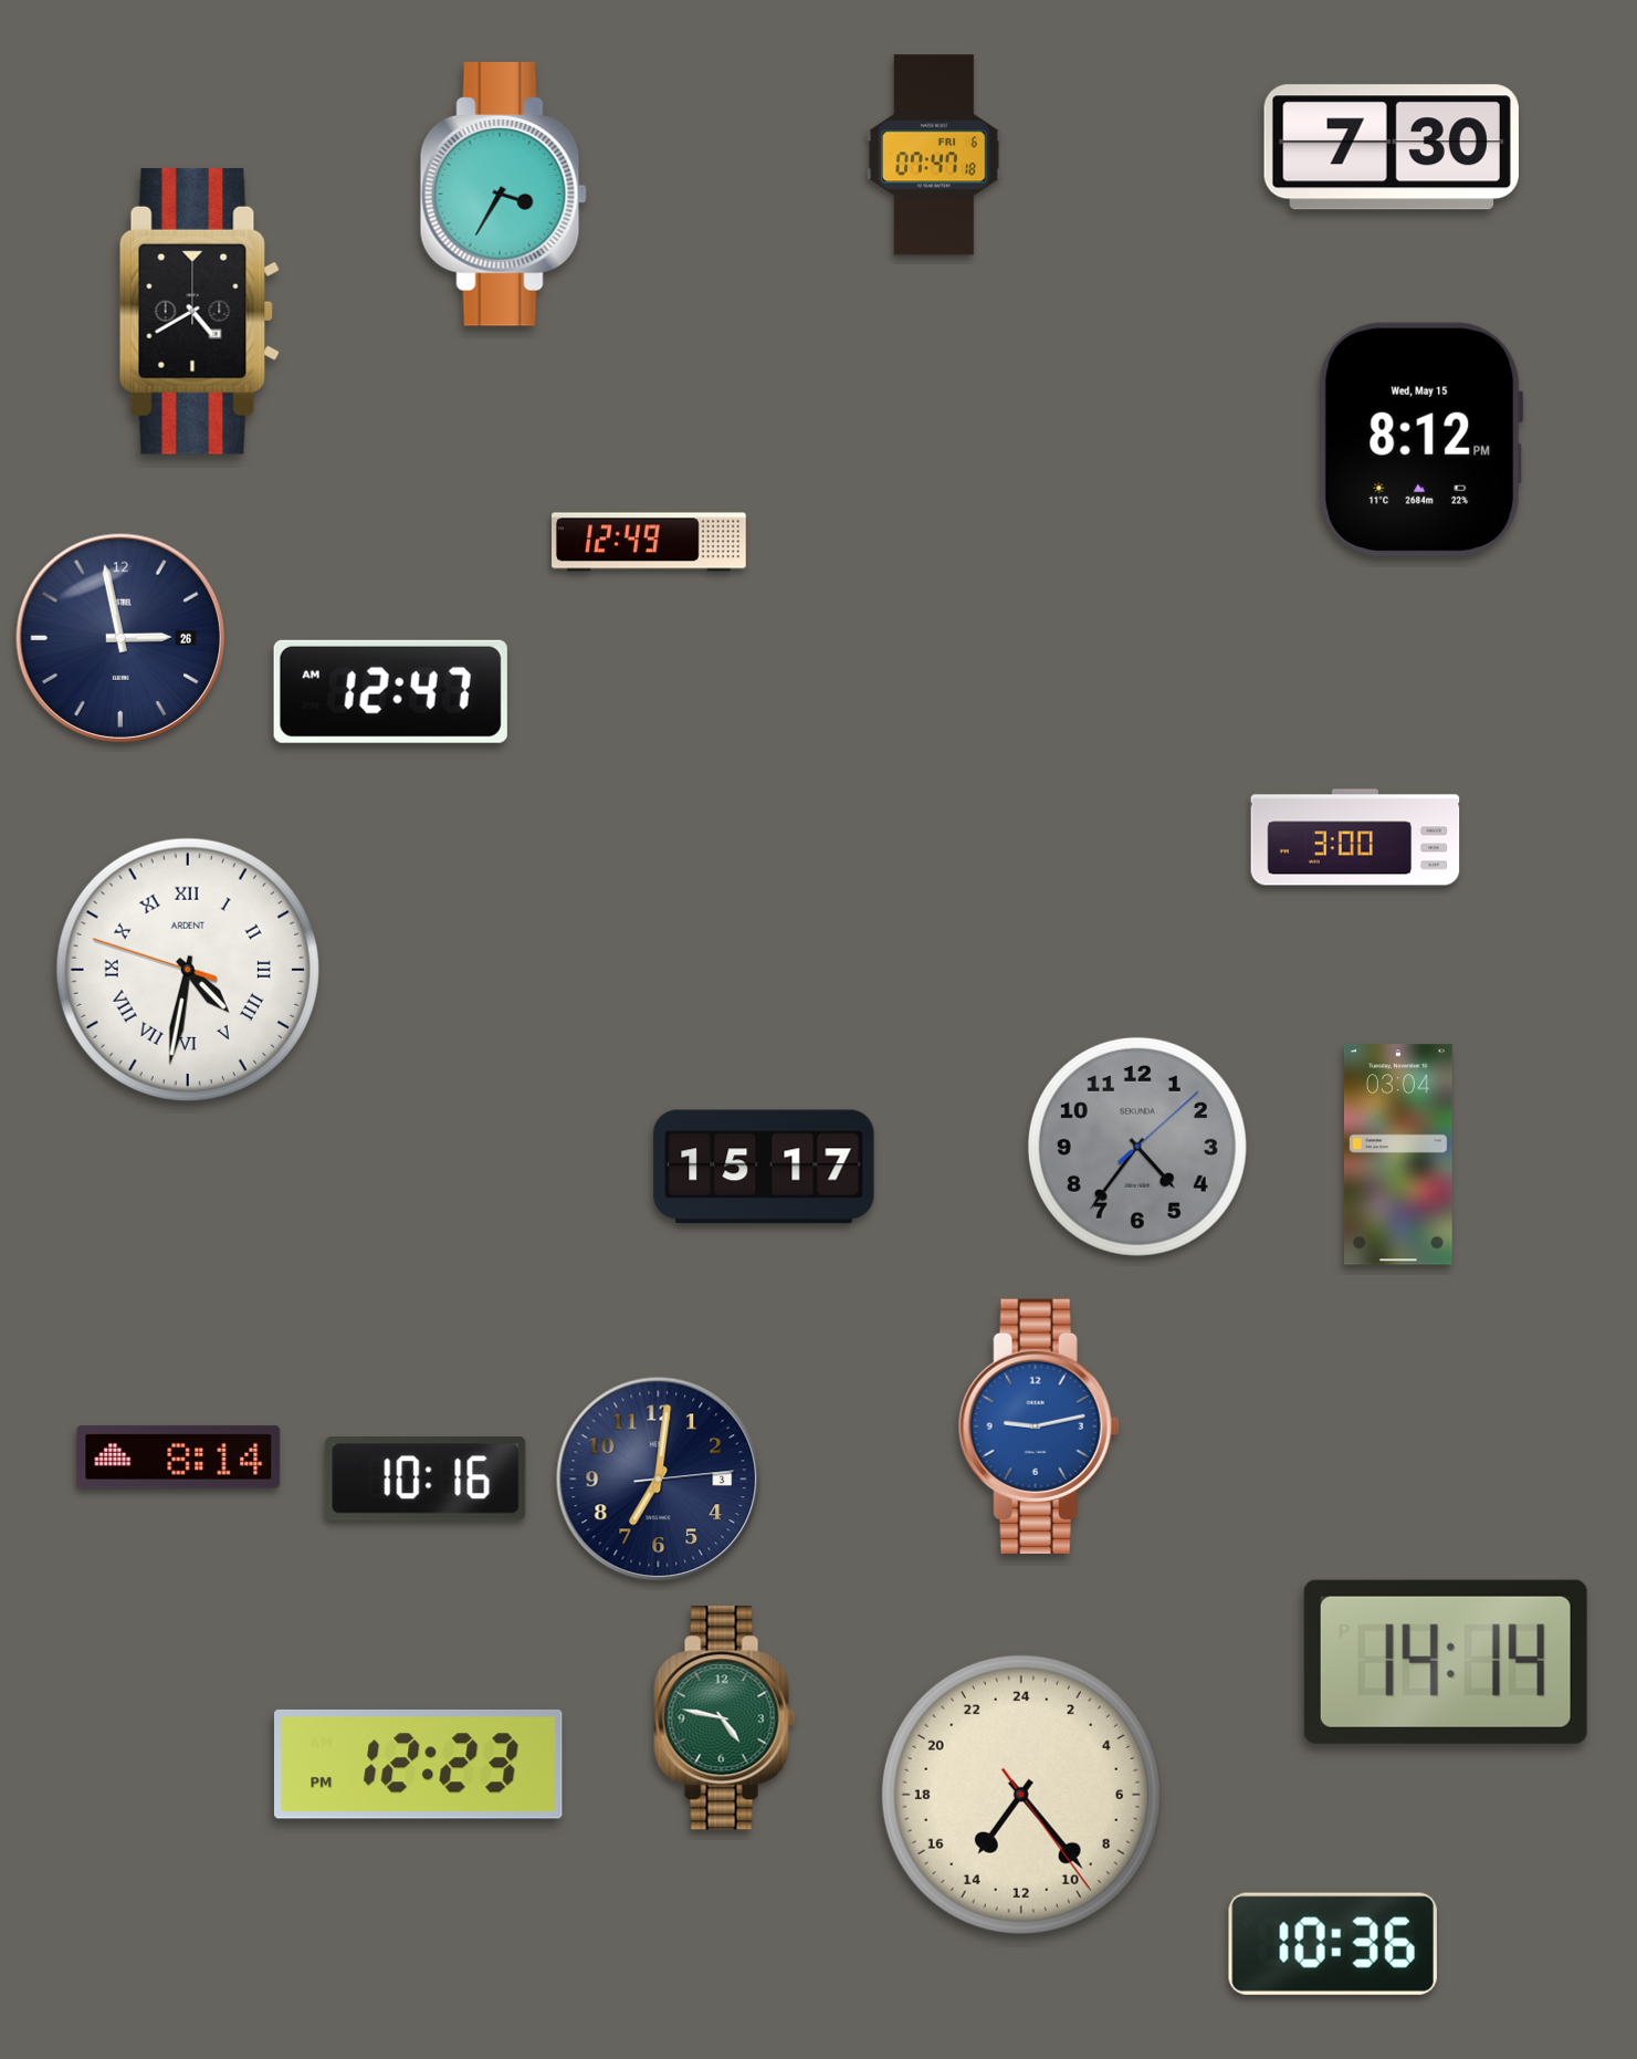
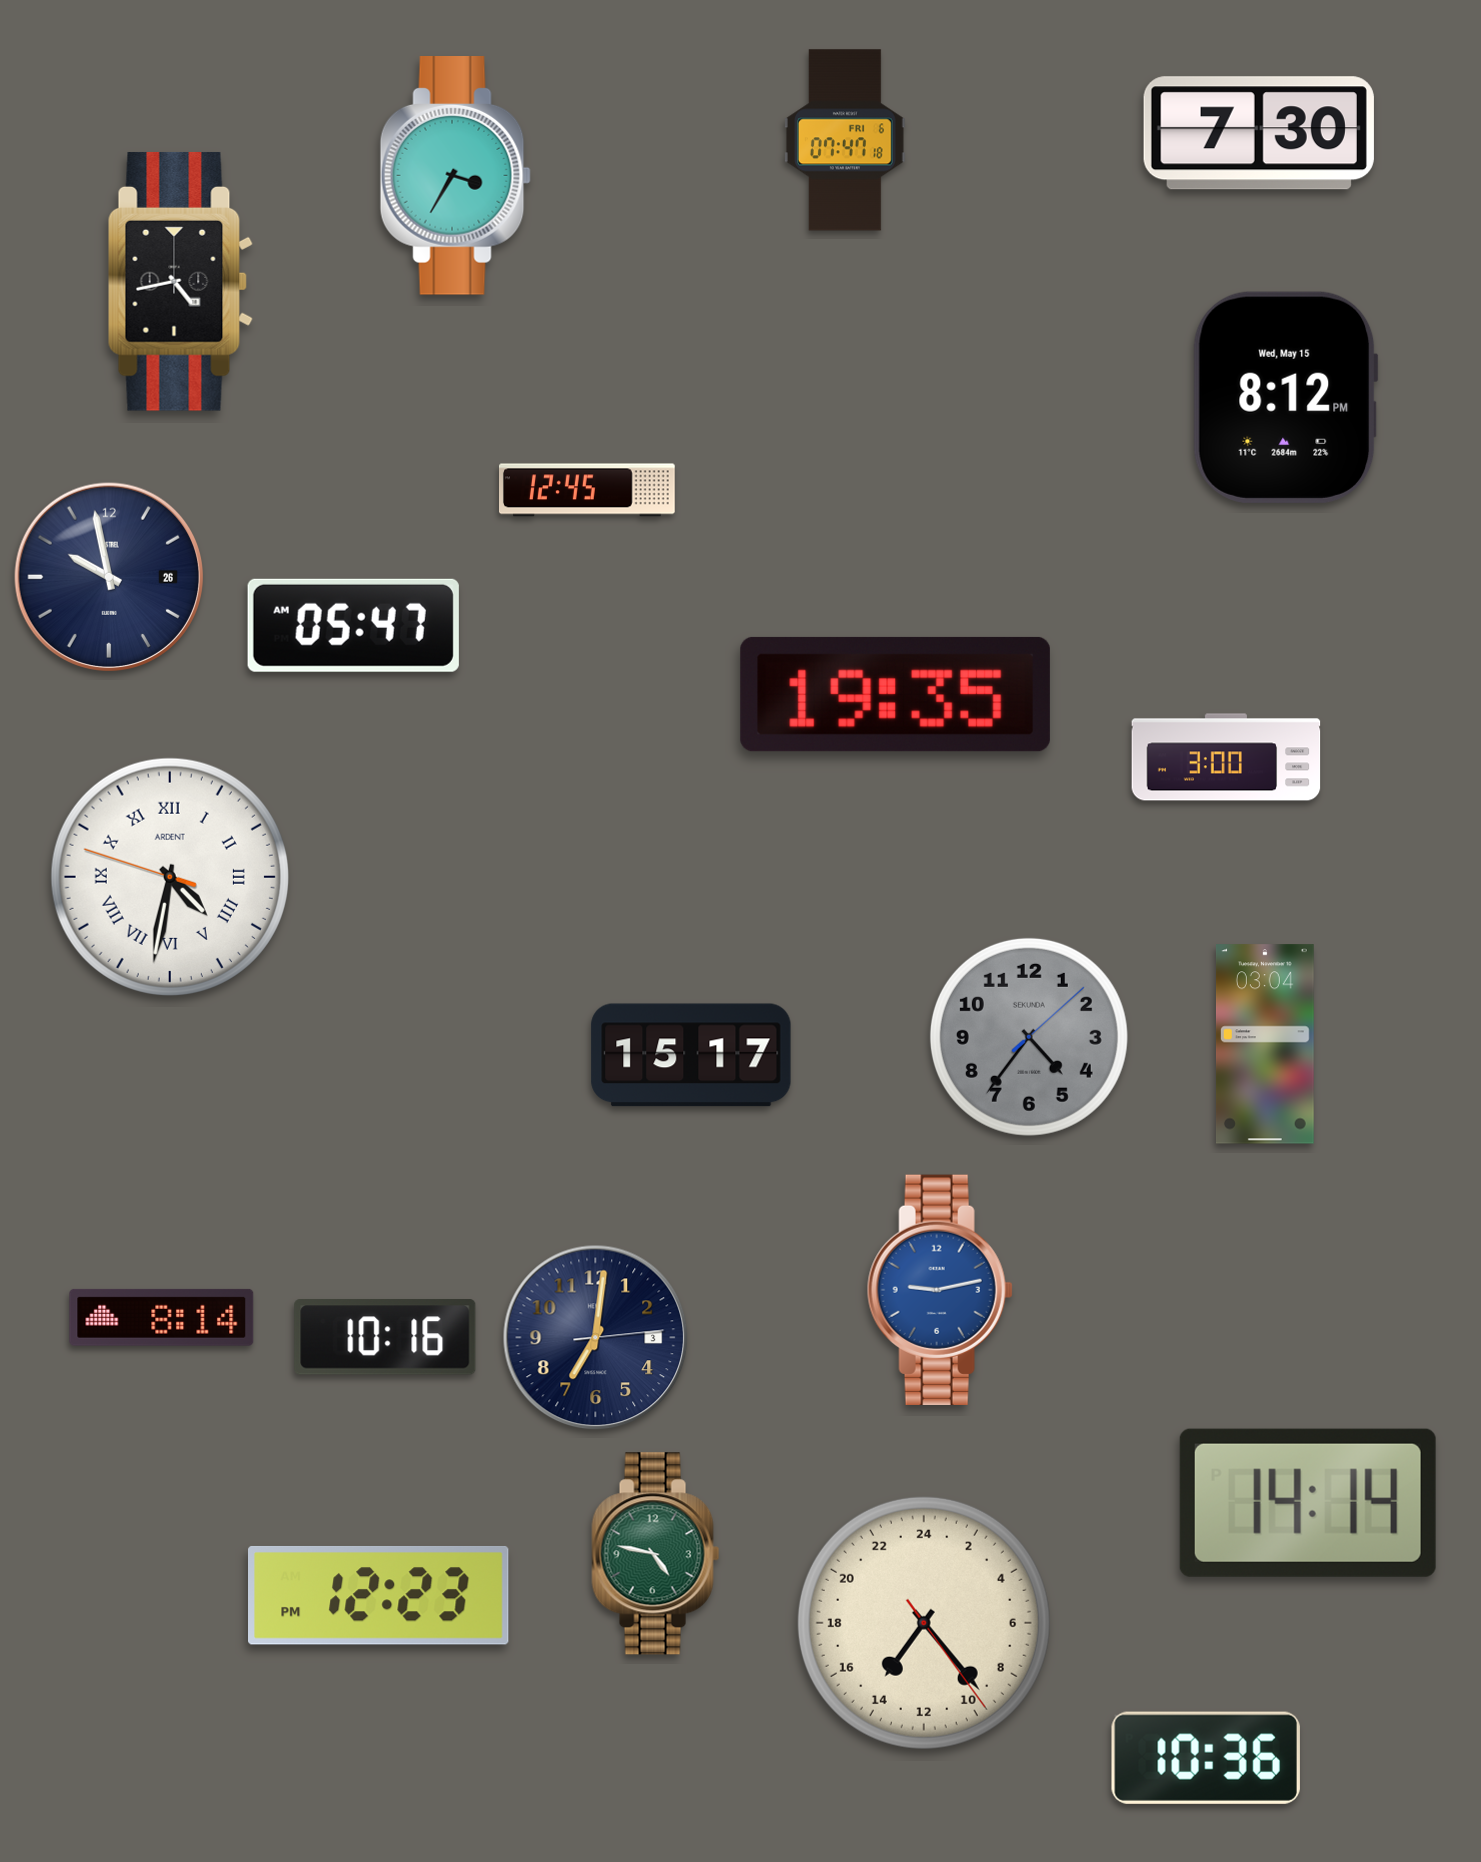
clock at (199, 311): 4:40 -> 4:43
clock at (650, 542): 12:49 -> 12:45
clock at (119, 637): 2:58 -> 9:58
clock at (390, 691): 12:47 -> 05:47
clock at (895, 694): none -> 19:35
